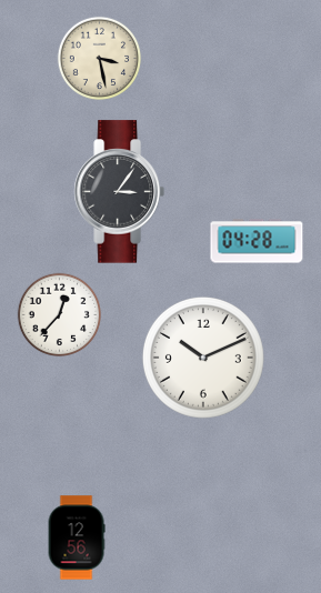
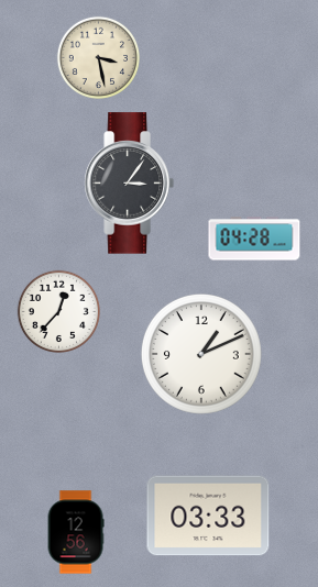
clock at (119, 192) position: (119, 192) -> (129, 184)
clock at (203, 358): 10:11 -> 1:11
clock at (208, 516): none -> 03:33
